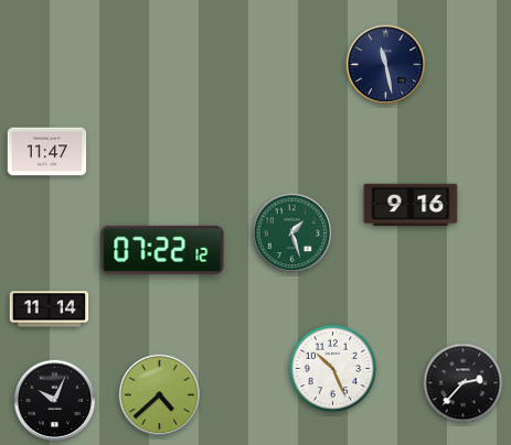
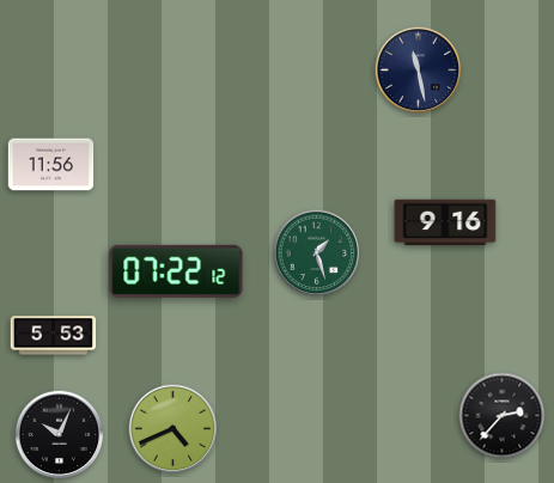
clock at (47, 152): 11:47 -> 11:56
clock at (50, 310): 11:14 -> 5:53
clock at (333, 369): 10:26 -> none
clock at (160, 395): 4:38 -> 4:41
